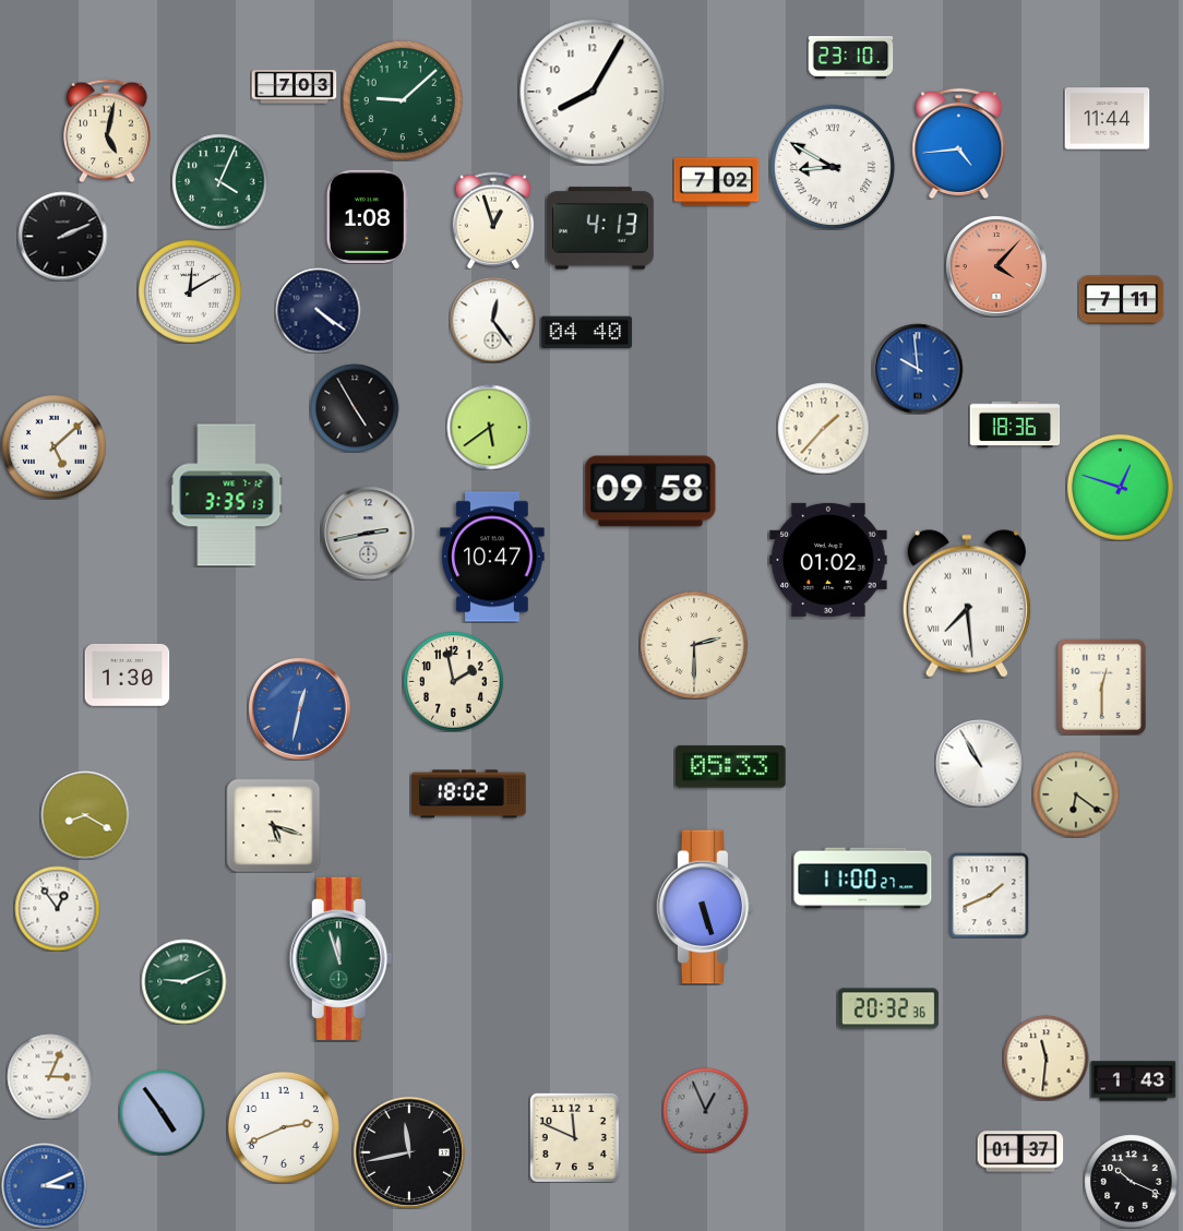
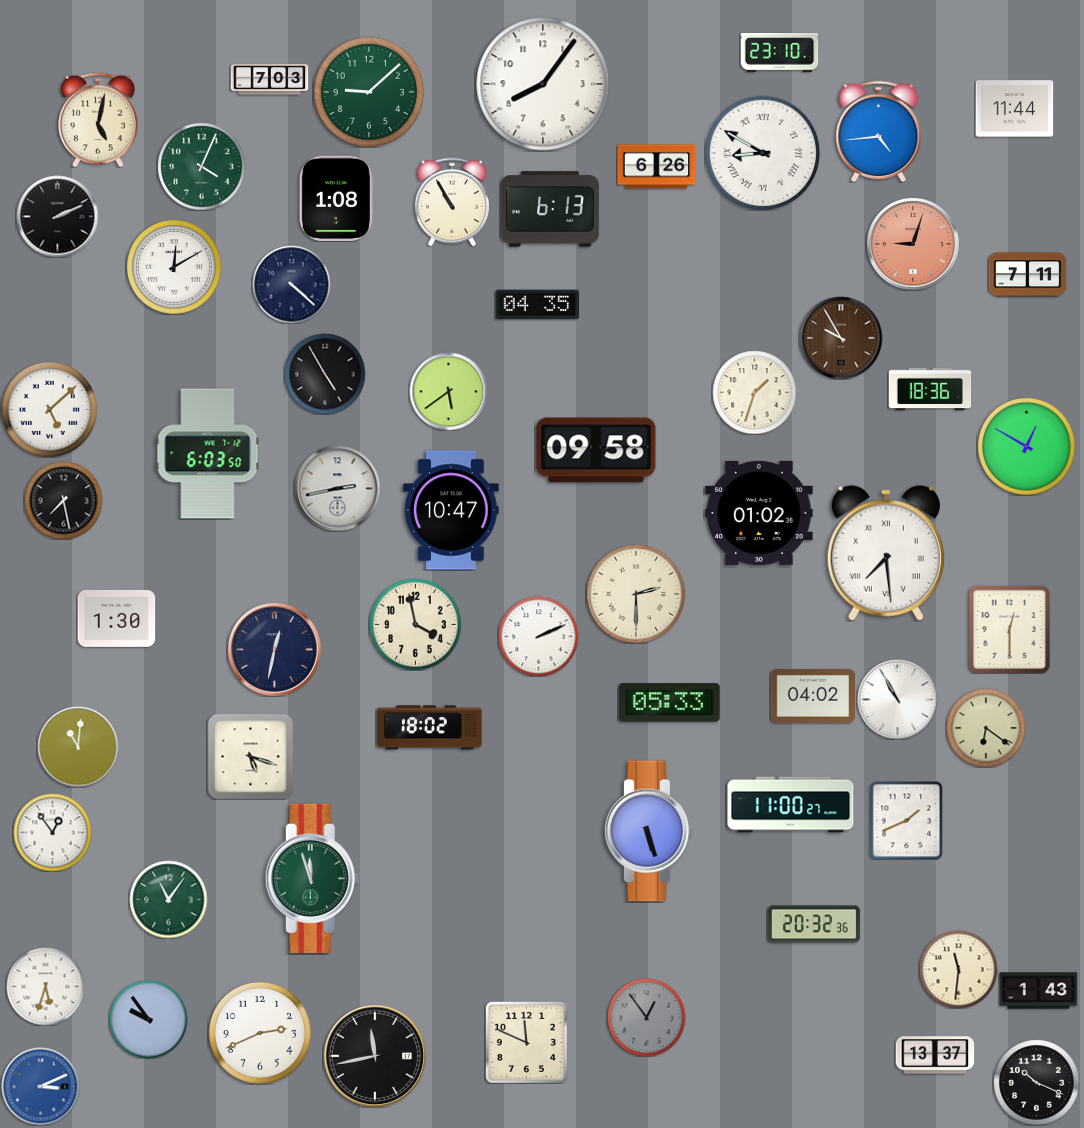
clock at (593, 92): 8:05 -> 8:06
clock at (716, 182): 7:02 -> 6:26
clock at (493, 220): 12:57 -> 10:55
clock at (600, 228): 4:13 -> 6:13
clock at (996, 266): 4:07 -> 9:03
clock at (318, 310): 4:21 -> 4:22
clock at (492, 320): 12:24 -> none
clock at (586, 333): 04:40 -> 04:35
clock at (918, 369): 9:59 -> 9:55
clock at (918, 369) dial: blue -> brown
clock at (823, 428): 1:37 -> 1:33
clock at (1120, 487): 12:48 -> 12:50
clock at (227, 495): 3:35 -> 6:03
clock at (63, 500): none -> 7:28
clock at (694, 645) position: (694, 645) -> (636, 594)
clock at (453, 681): 1:58 -> 3:58
clock at (538, 636): none -> 2:11
clock at (299, 708) dial: blue -> navy
clock at (813, 696): none -> 04:02
clock at (85, 815): 8:20 -> 11:01
clock at (705, 907) position: (705, 907) -> (649, 831)
clock at (183, 981): 9:11 -> 11:06
clock at (49, 1076): 3:04 -> 5:33
clock at (705, 1110): 12:56 -> 12:54
clock at (162, 1112): 4:54 -> 9:54
clock at (1020, 1151): 01:37 -> 13:37
